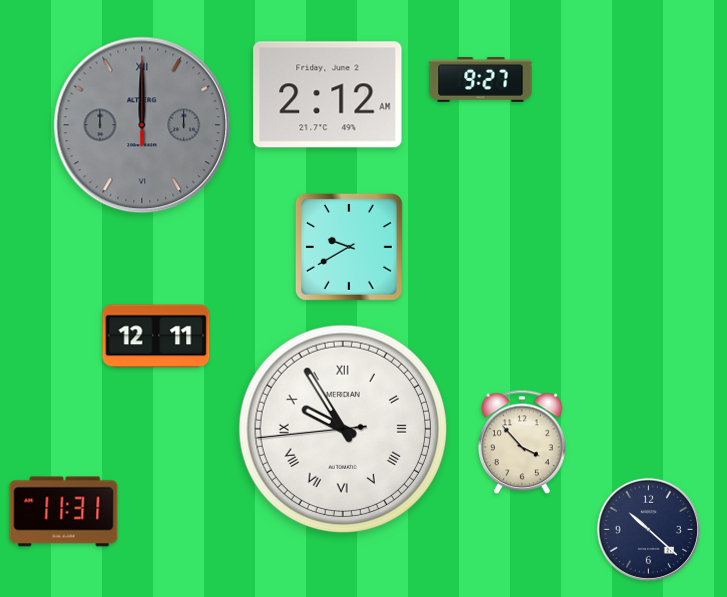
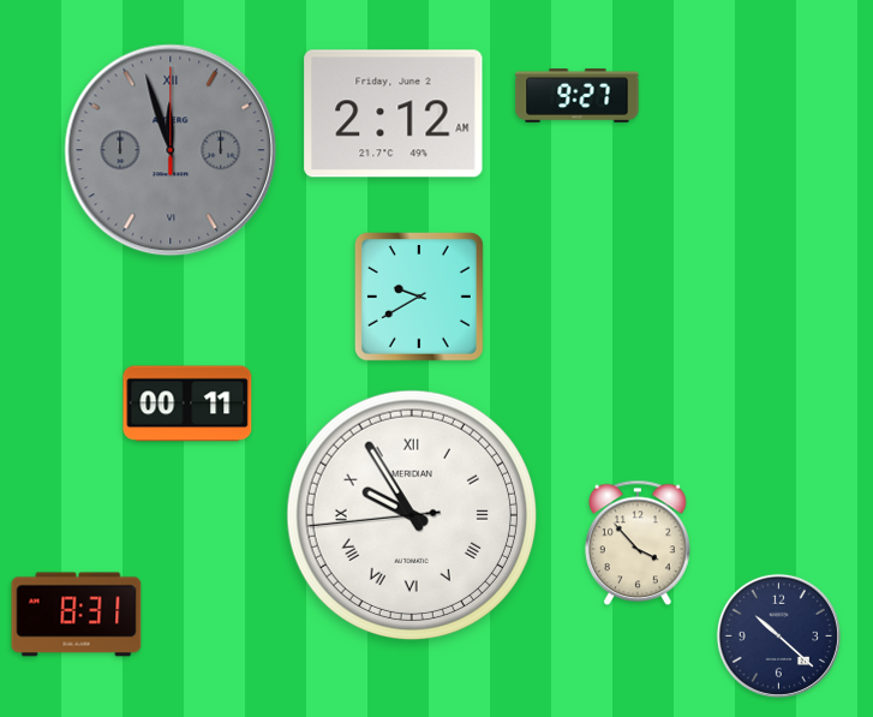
clock at (142, 125): 12:00 -> 11:57
clock at (156, 336): 12:11 -> 00:11
clock at (523, 442) position: (523, 442) -> (639, 543)
clock at (64, 512): 11:31 -> 8:31
